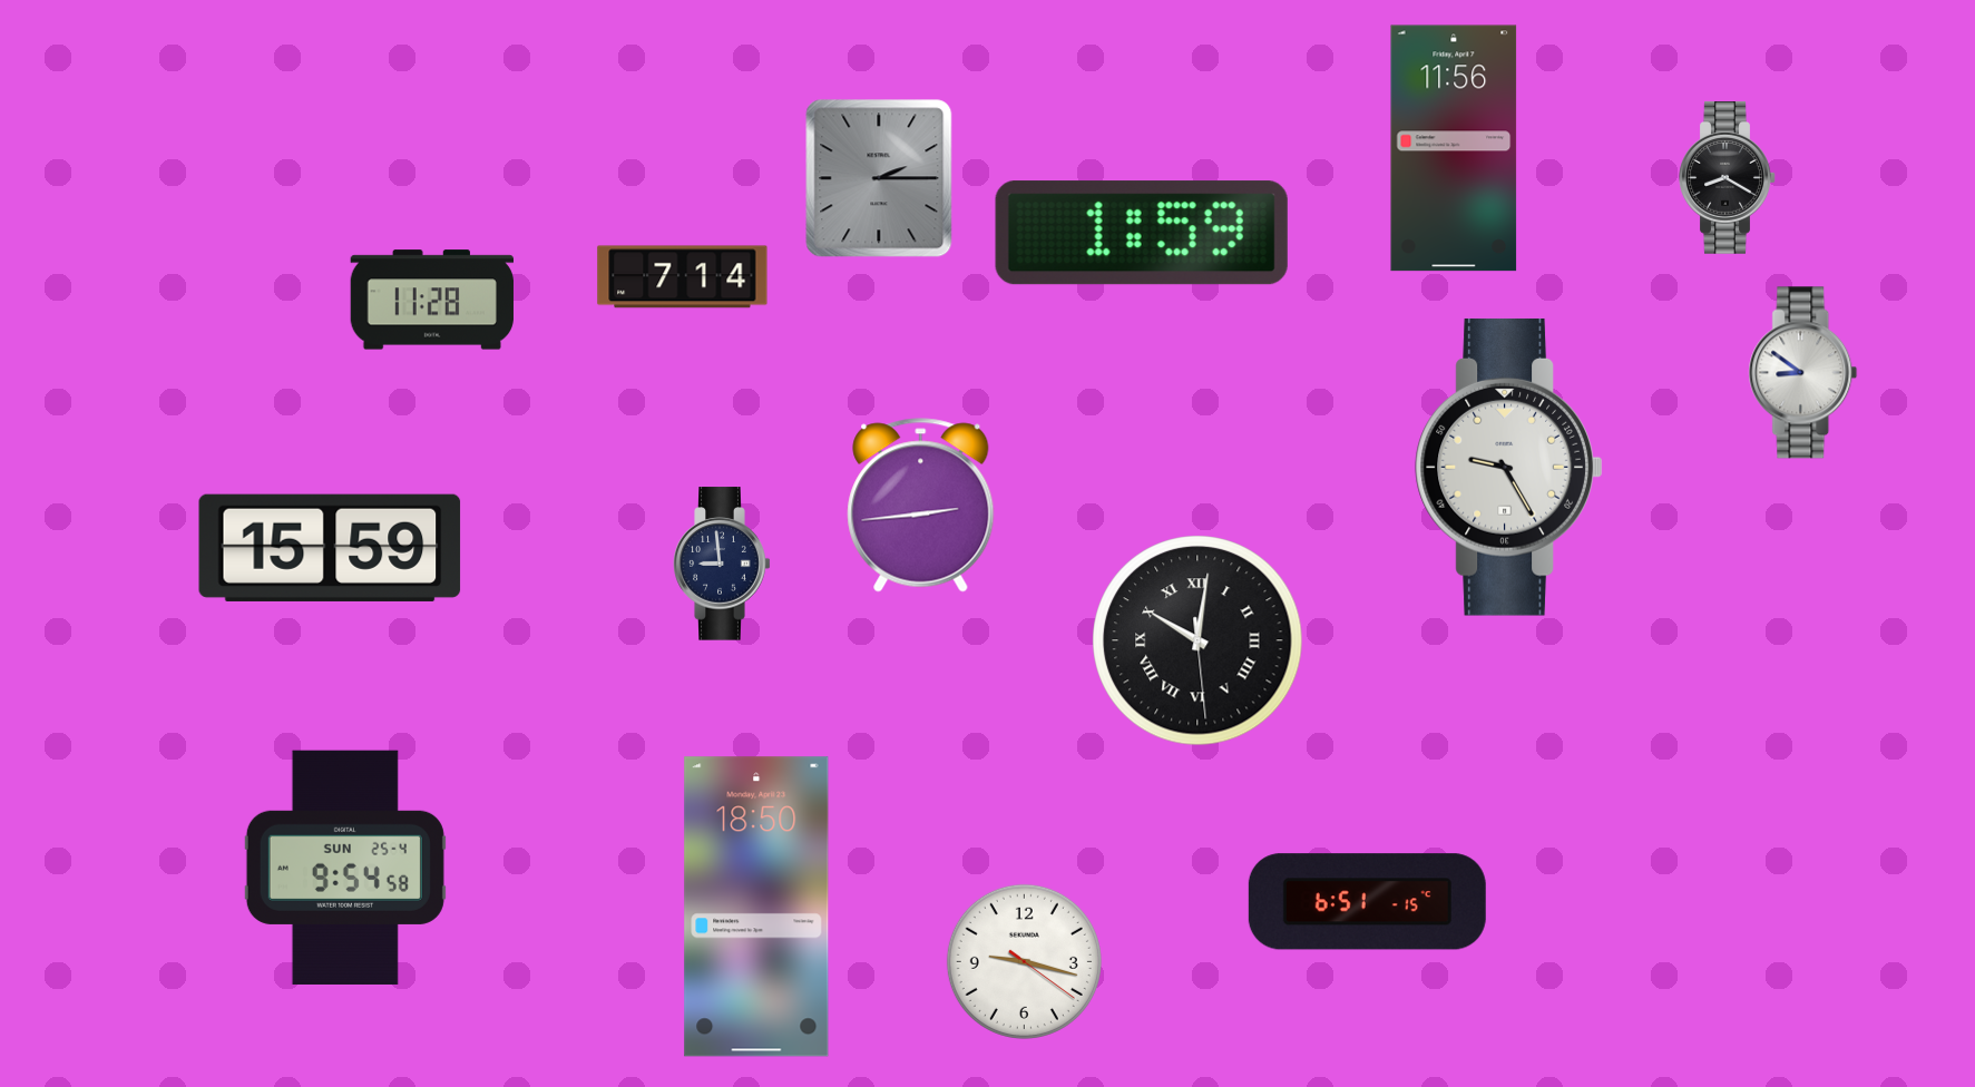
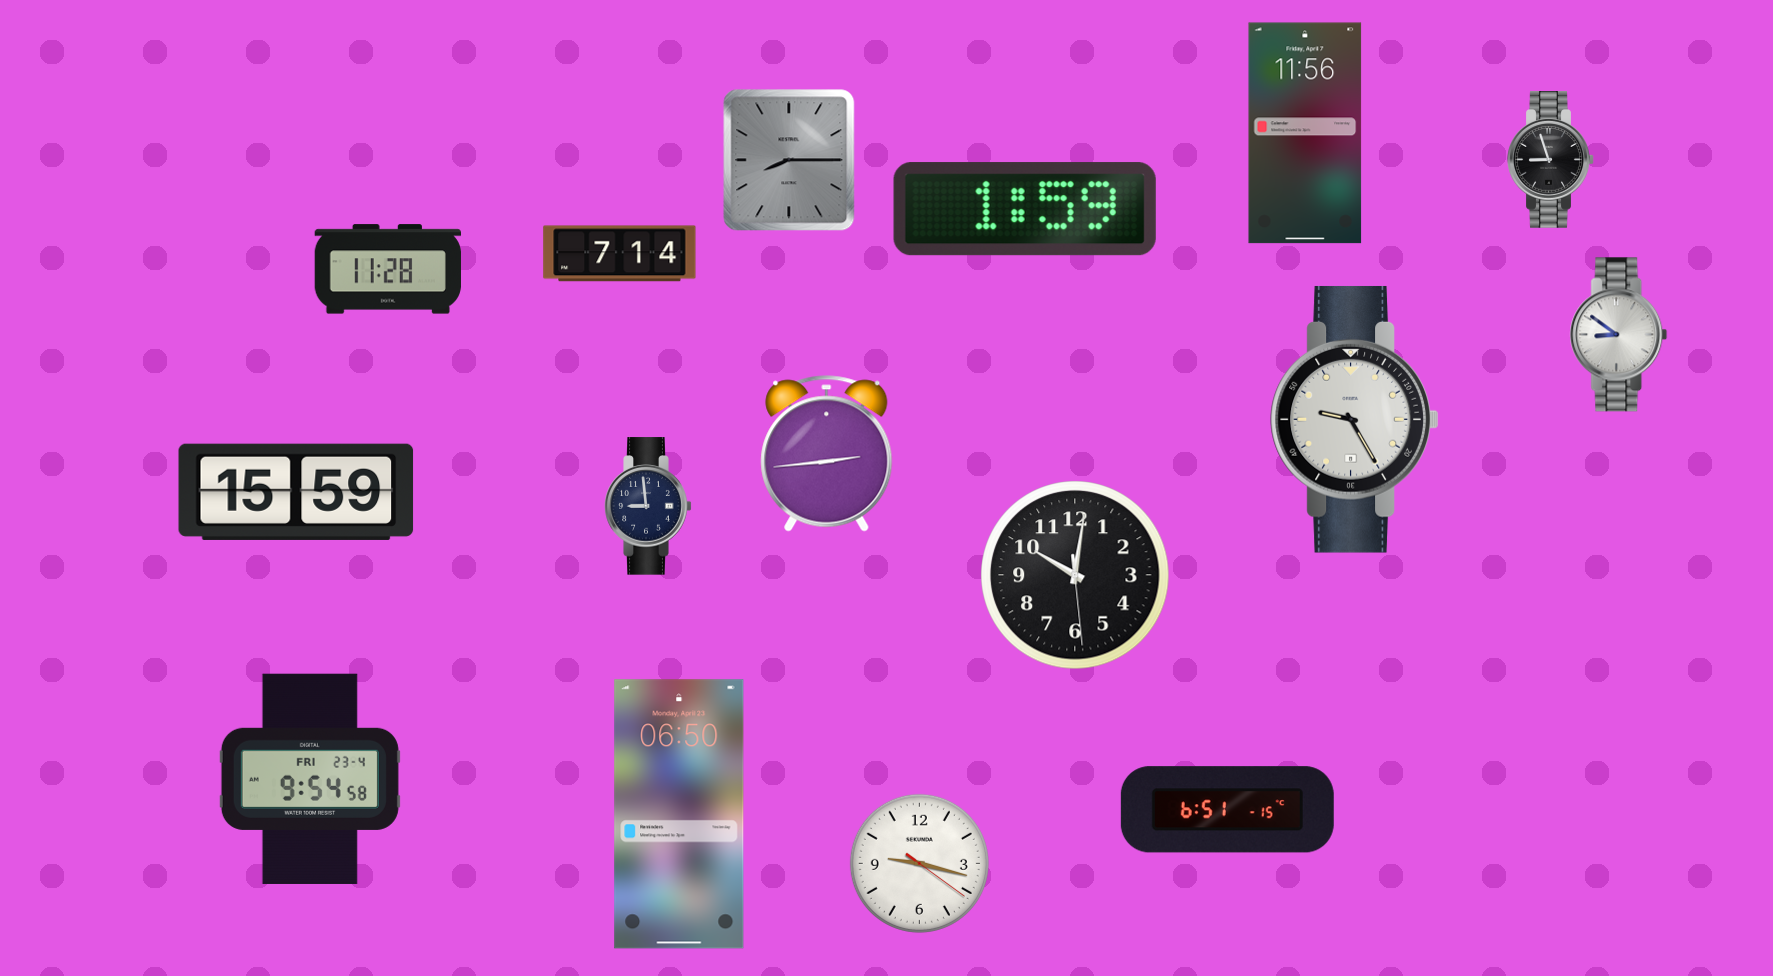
clock at (879, 178): 2:15 -> 8:15
clock at (1728, 178): 8:20 -> 8:57
clock at (683, 277) position: (683, 277) -> (620, 254)
clock at (1197, 640) numerals: Roman -> Arabic
clock at (345, 866) date: SUN 25-4 -> FRI 23-4
clock at (756, 907): 18:50 -> 06:50
